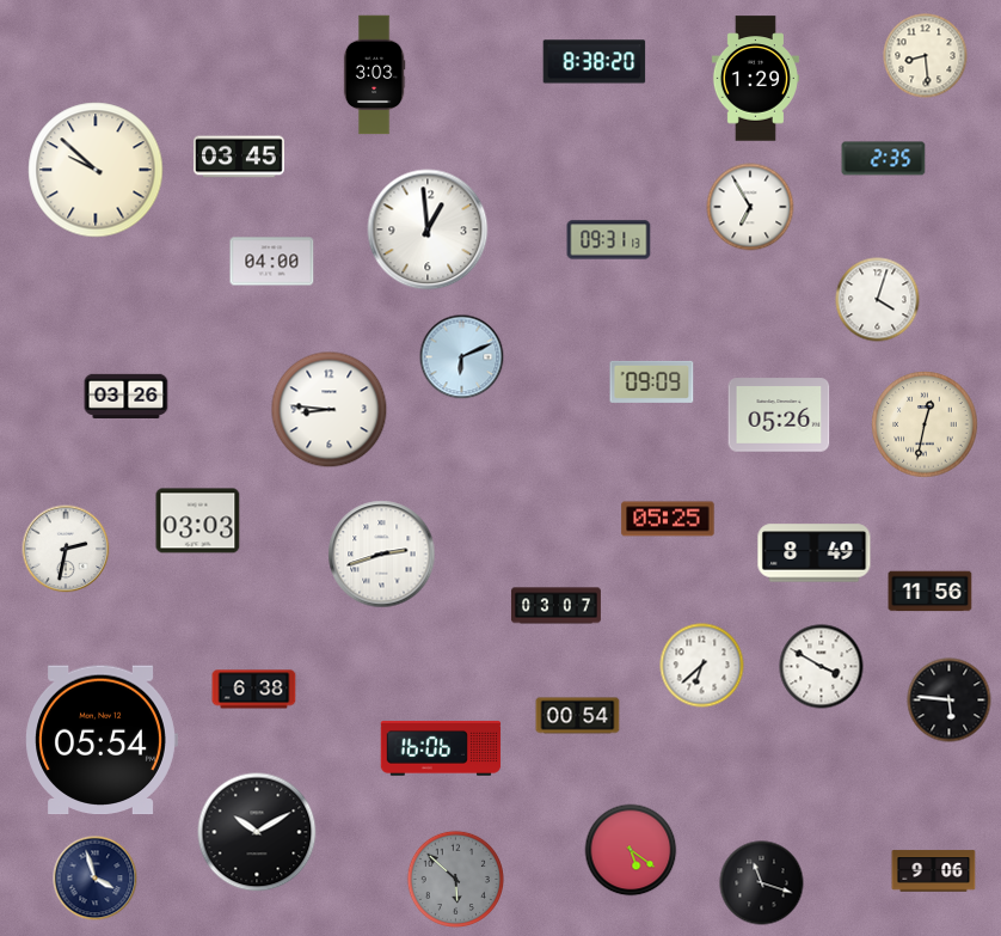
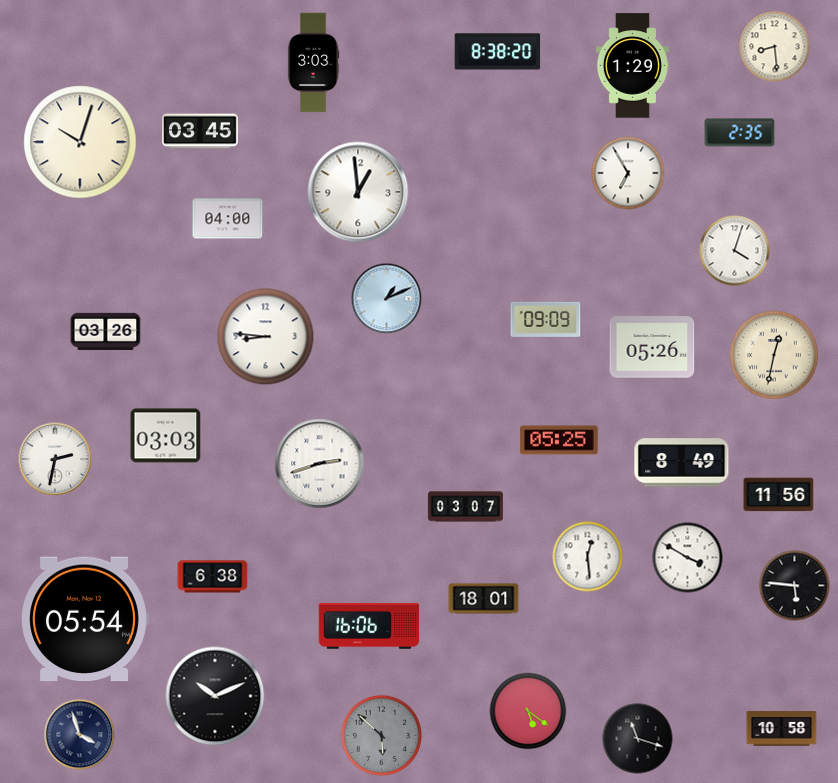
clock at (96, 170): 9:52 -> 10:03
clock at (609, 240): 09:31 -> none
clock at (462, 357): 6:11 -> 1:11
clock at (330, 410) position: (330, 410) -> (266, 337)
clock at (668, 519) position: (668, 519) -> (559, 440)
clock at (702, 666): 6:38 -> 12:29
clock at (578, 716): 00:54 -> 18:01
clock at (257, 832): 10:10 -> 10:11
clock at (934, 871): 9:06 -> 10:58
